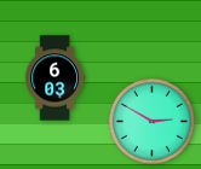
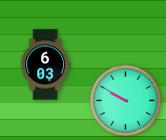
clock at (153, 122): 2:50 -> 9:50
